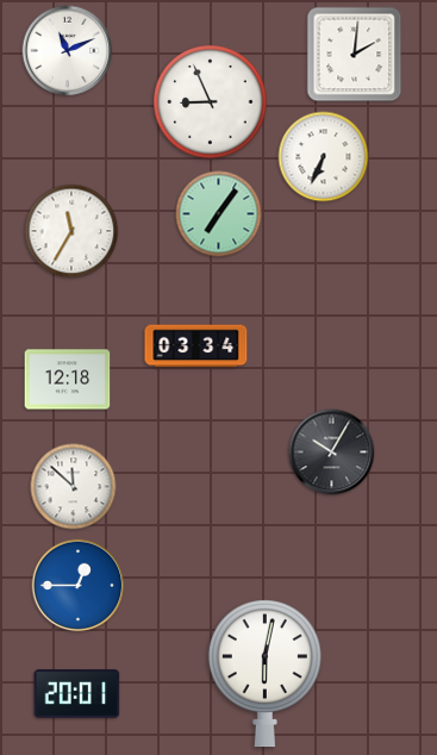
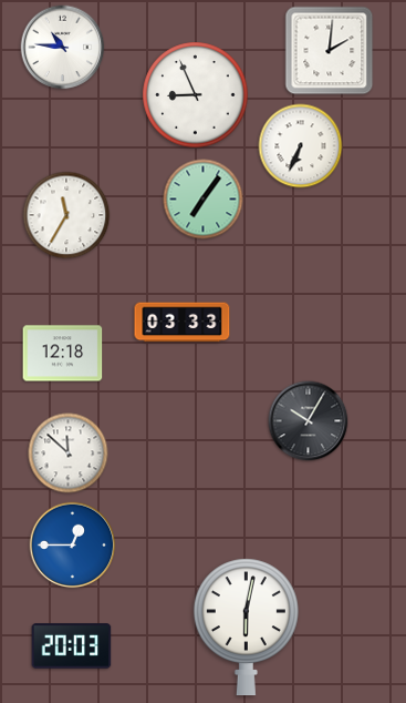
clock at (68, 51): 11:11 -> 10:46
clock at (196, 347): 03:34 -> 03:33
clock at (77, 694): 20:01 -> 20:03
